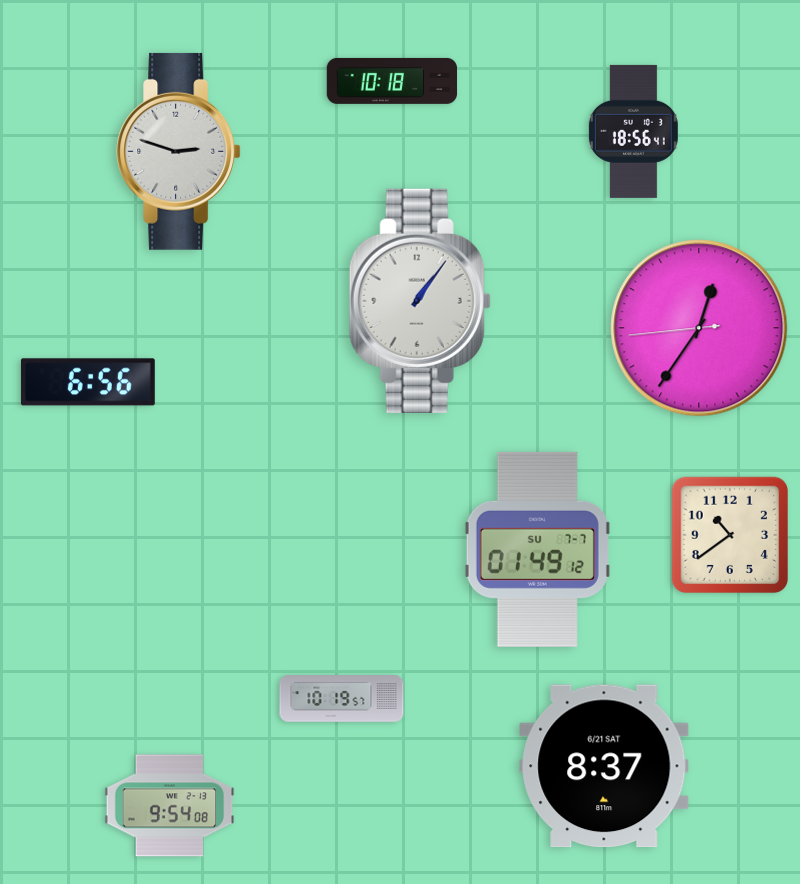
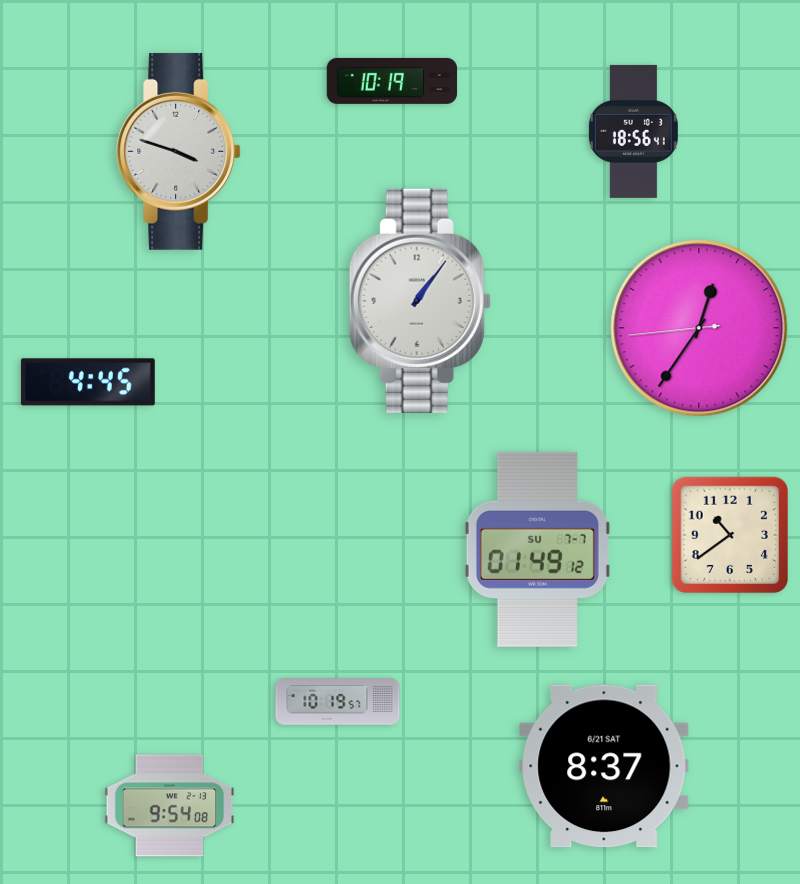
clock at (392, 81): 10:18 -> 10:19
clock at (179, 151): 2:48 -> 3:48
clock at (88, 382): 6:56 -> 4:45
clock at (342, 699) position: (342, 699) -> (338, 702)
